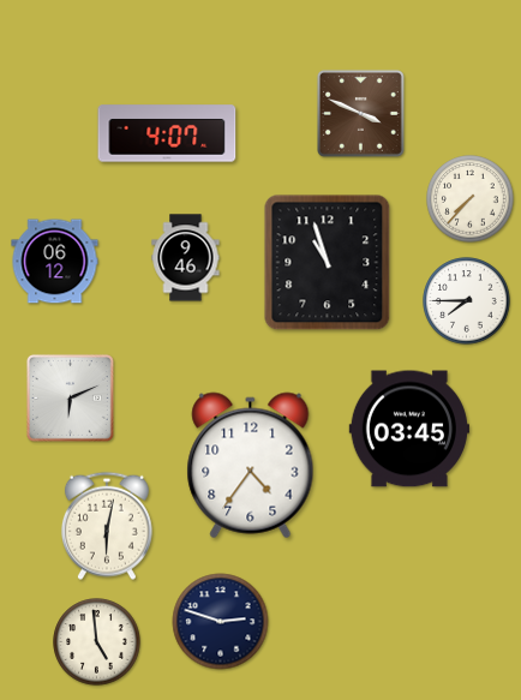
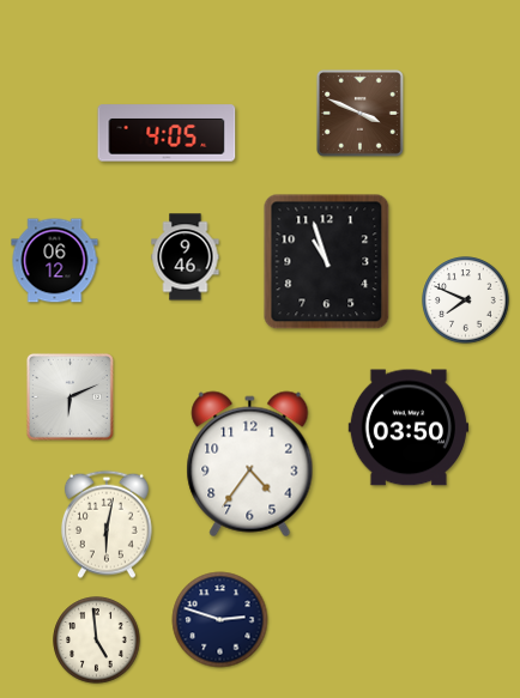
clock at (167, 133): 4:07 -> 4:05
clock at (471, 199): 7:37 -> none
clock at (467, 301): 7:45 -> 7:49
clock at (408, 429): 03:45 -> 03:50
